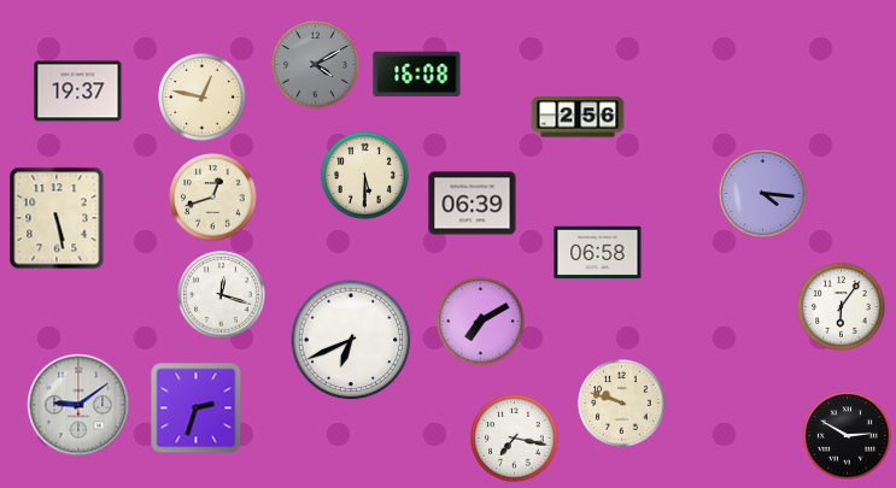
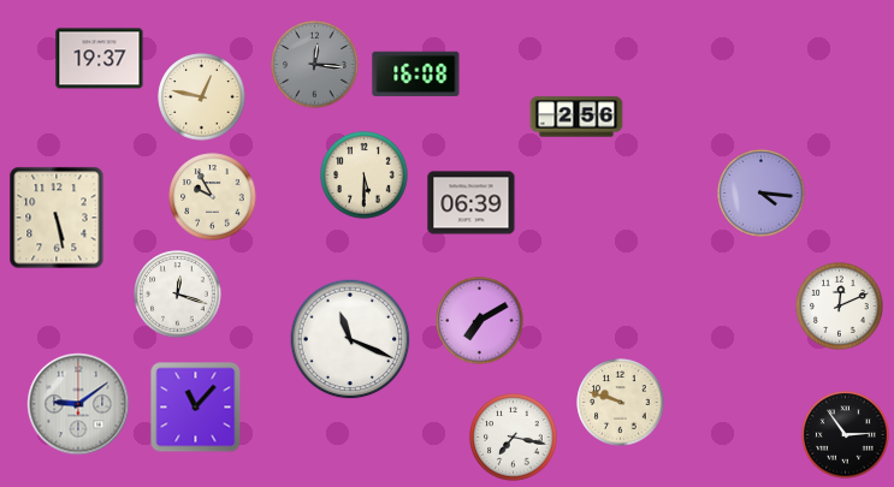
clock at (316, 65): 4:10 -> 12:16
clock at (78, 92) position: (78, 92) -> (100, 59)
clock at (213, 198): 12:42 -> 9:55
clock at (598, 253): 06:58 -> none
clock at (222, 295) position: (222, 295) -> (178, 295)
clock at (842, 307): 6:06 -> 12:11
clock at (351, 340): 6:41 -> 11:19
clock at (197, 408): 2:33 -> 11:07
clock at (848, 436): 2:50 -> 2:54
